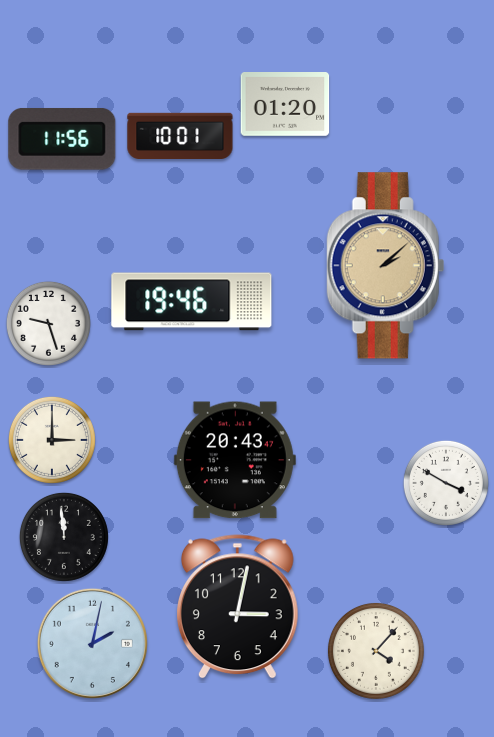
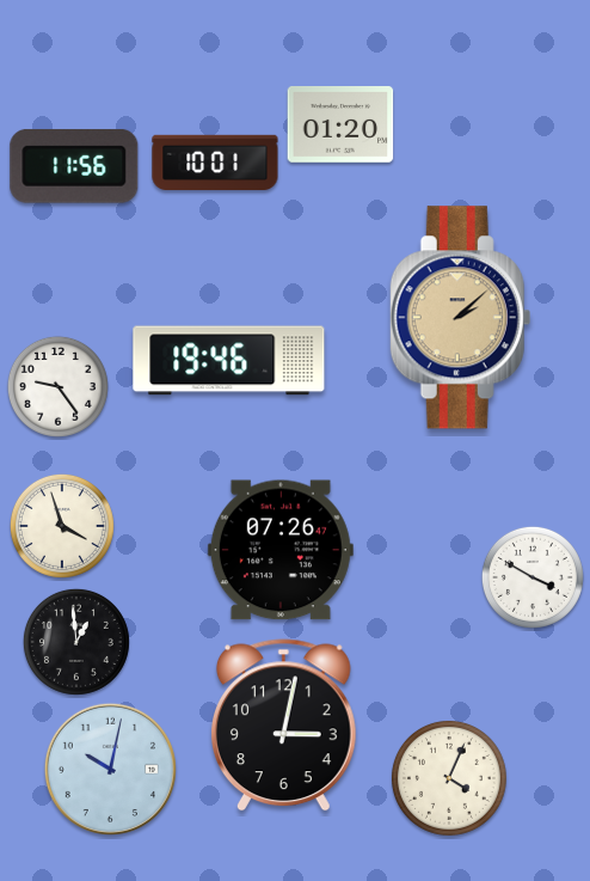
clock at (48, 323): 9:27 -> 9:24
clock at (52, 440): 3:00 -> 3:57
clock at (235, 460): 20:43 -> 07:26
clock at (64, 537): 11:59 -> 12:59
clock at (92, 643): 2:02 -> 10:02
clock at (376, 651): 4:07 -> 4:04
